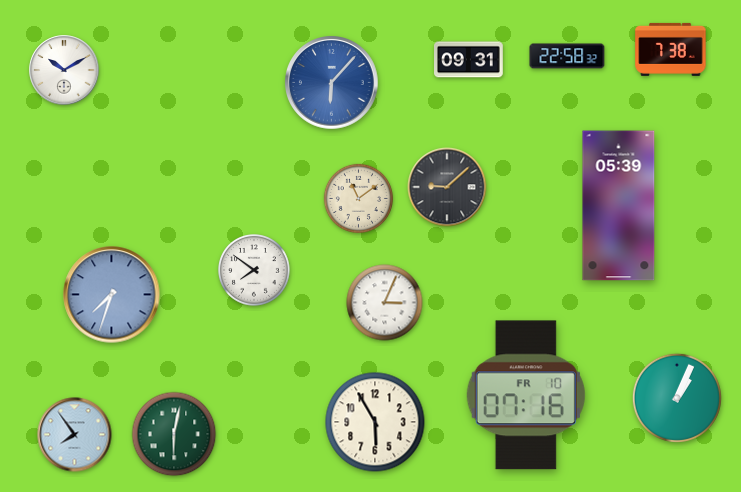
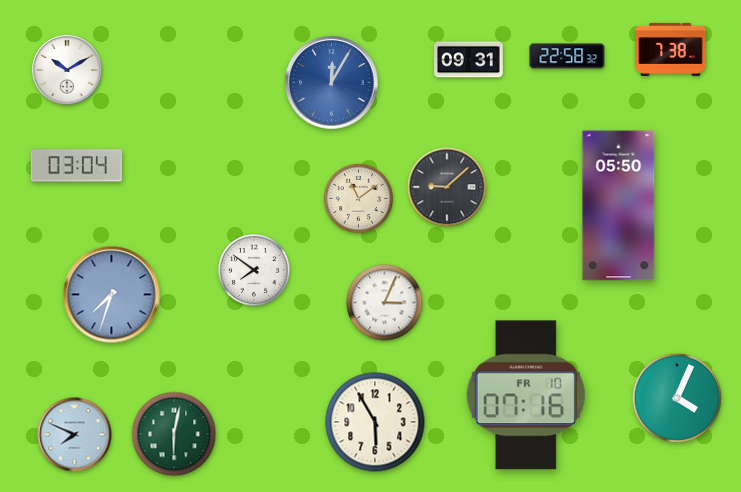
clock at (64, 70) position: (64, 70) -> (67, 70)
clock at (332, 83): 6:07 -> 12:05
clock at (76, 166): none -> 03:04
clock at (619, 206): 05:39 -> 05:50
clock at (677, 398): 1:04 -> 4:04
clock at (75, 435): 7:54 -> 7:49
